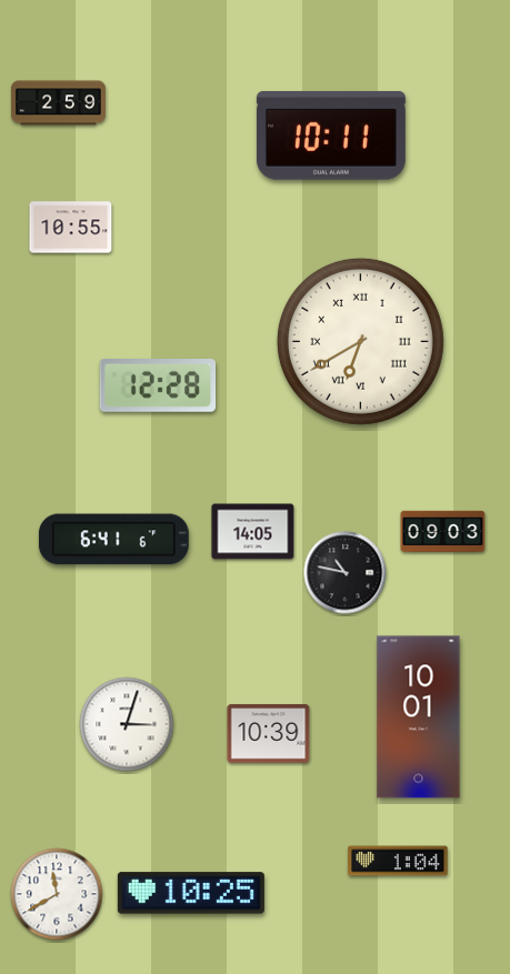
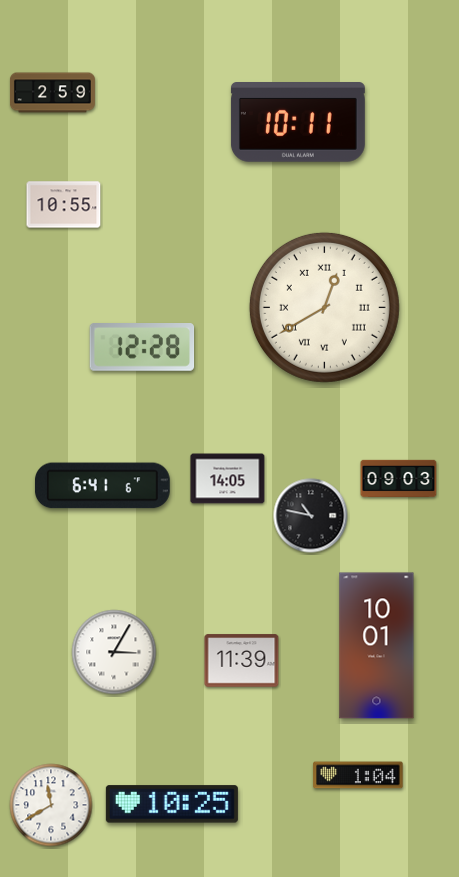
clock at (360, 341): 6:40 -> 12:40
clock at (127, 724): 3:03 -> 3:05
clock at (269, 734): 10:39 -> 11:39
